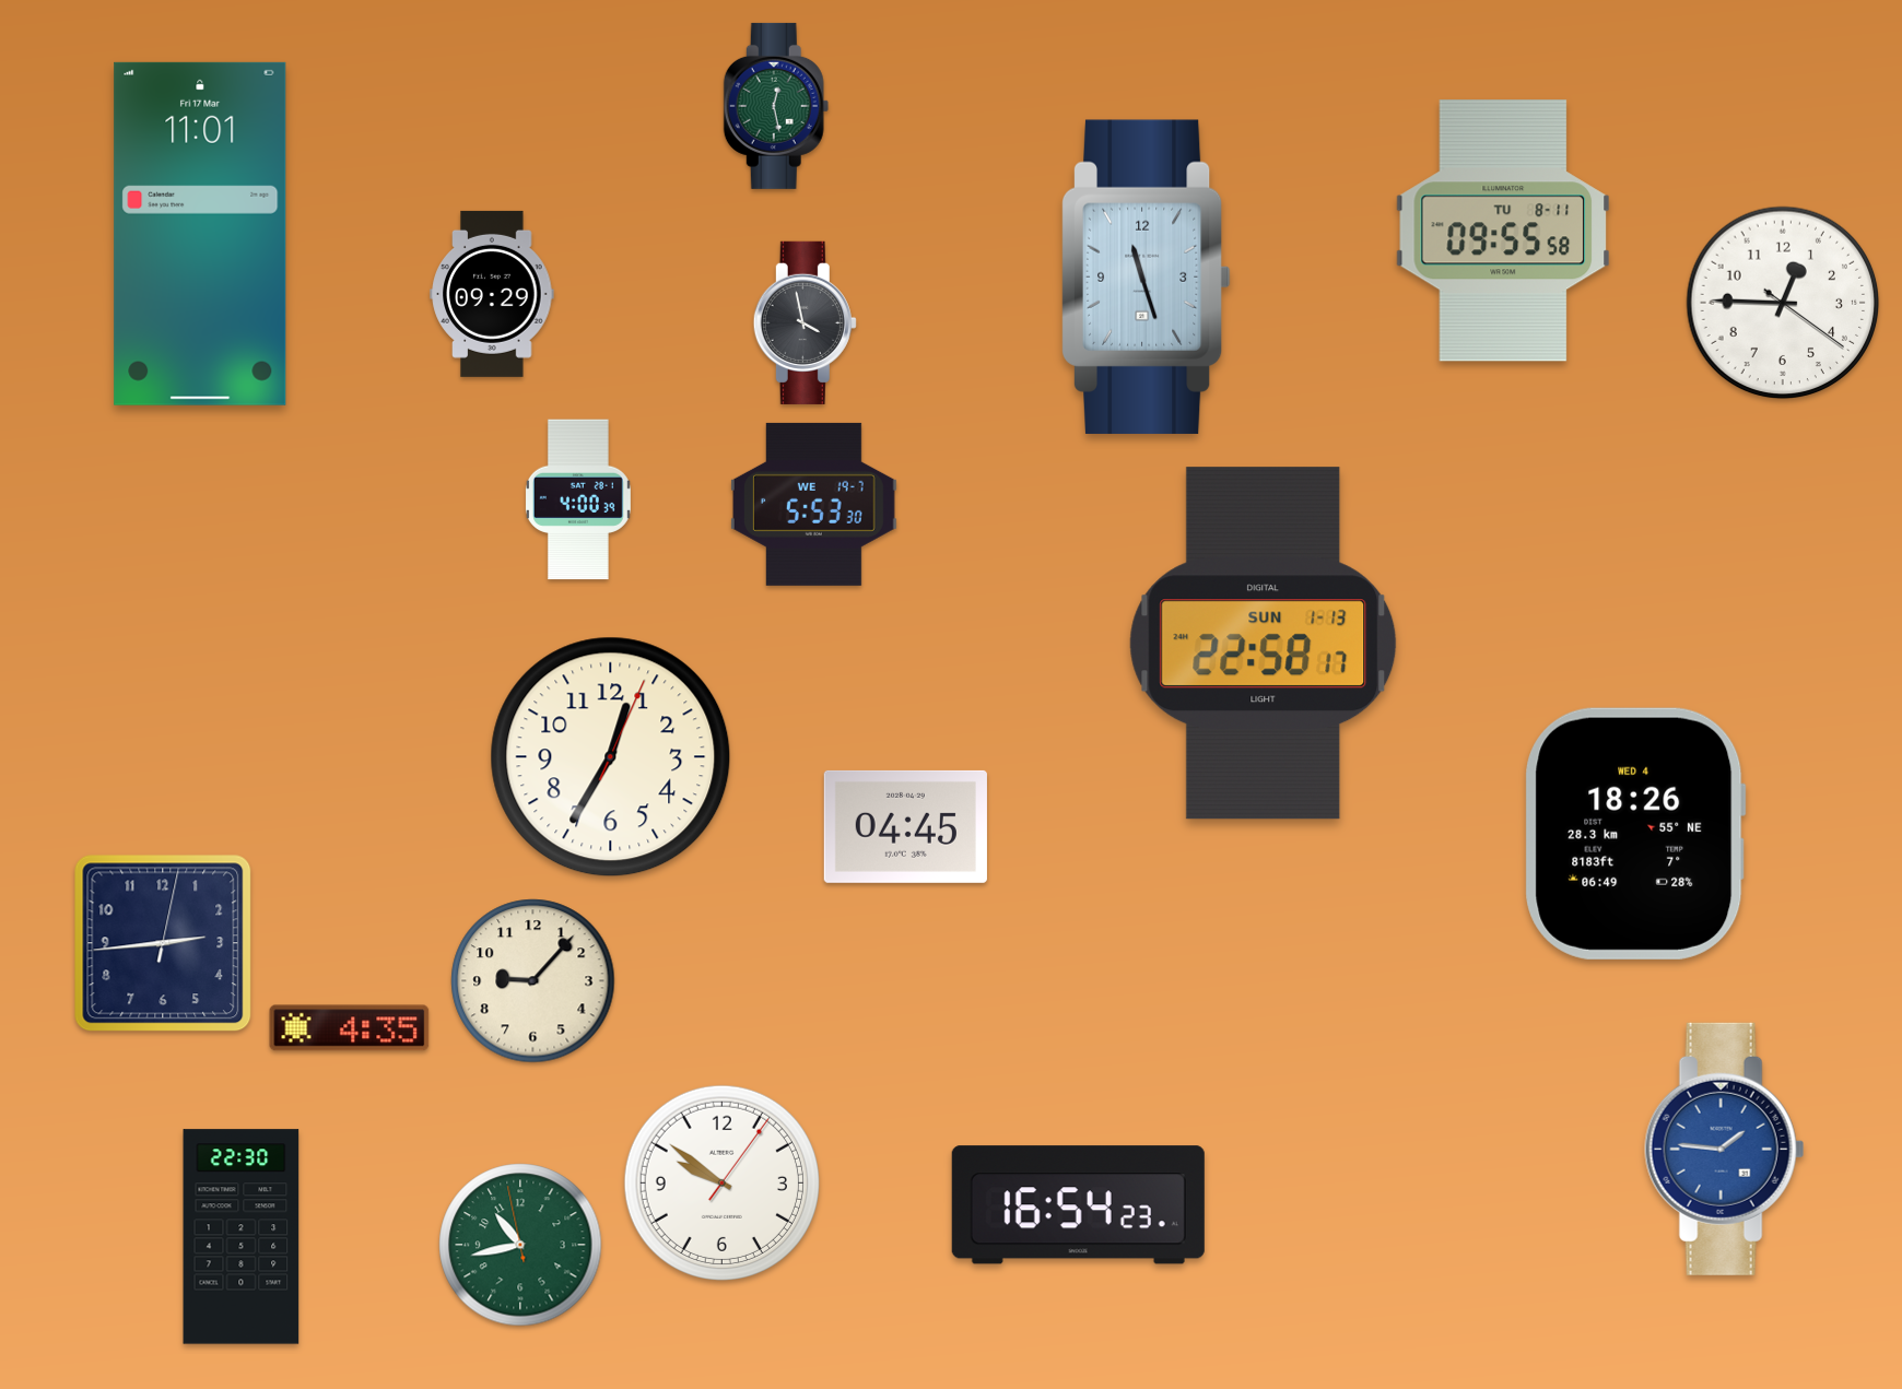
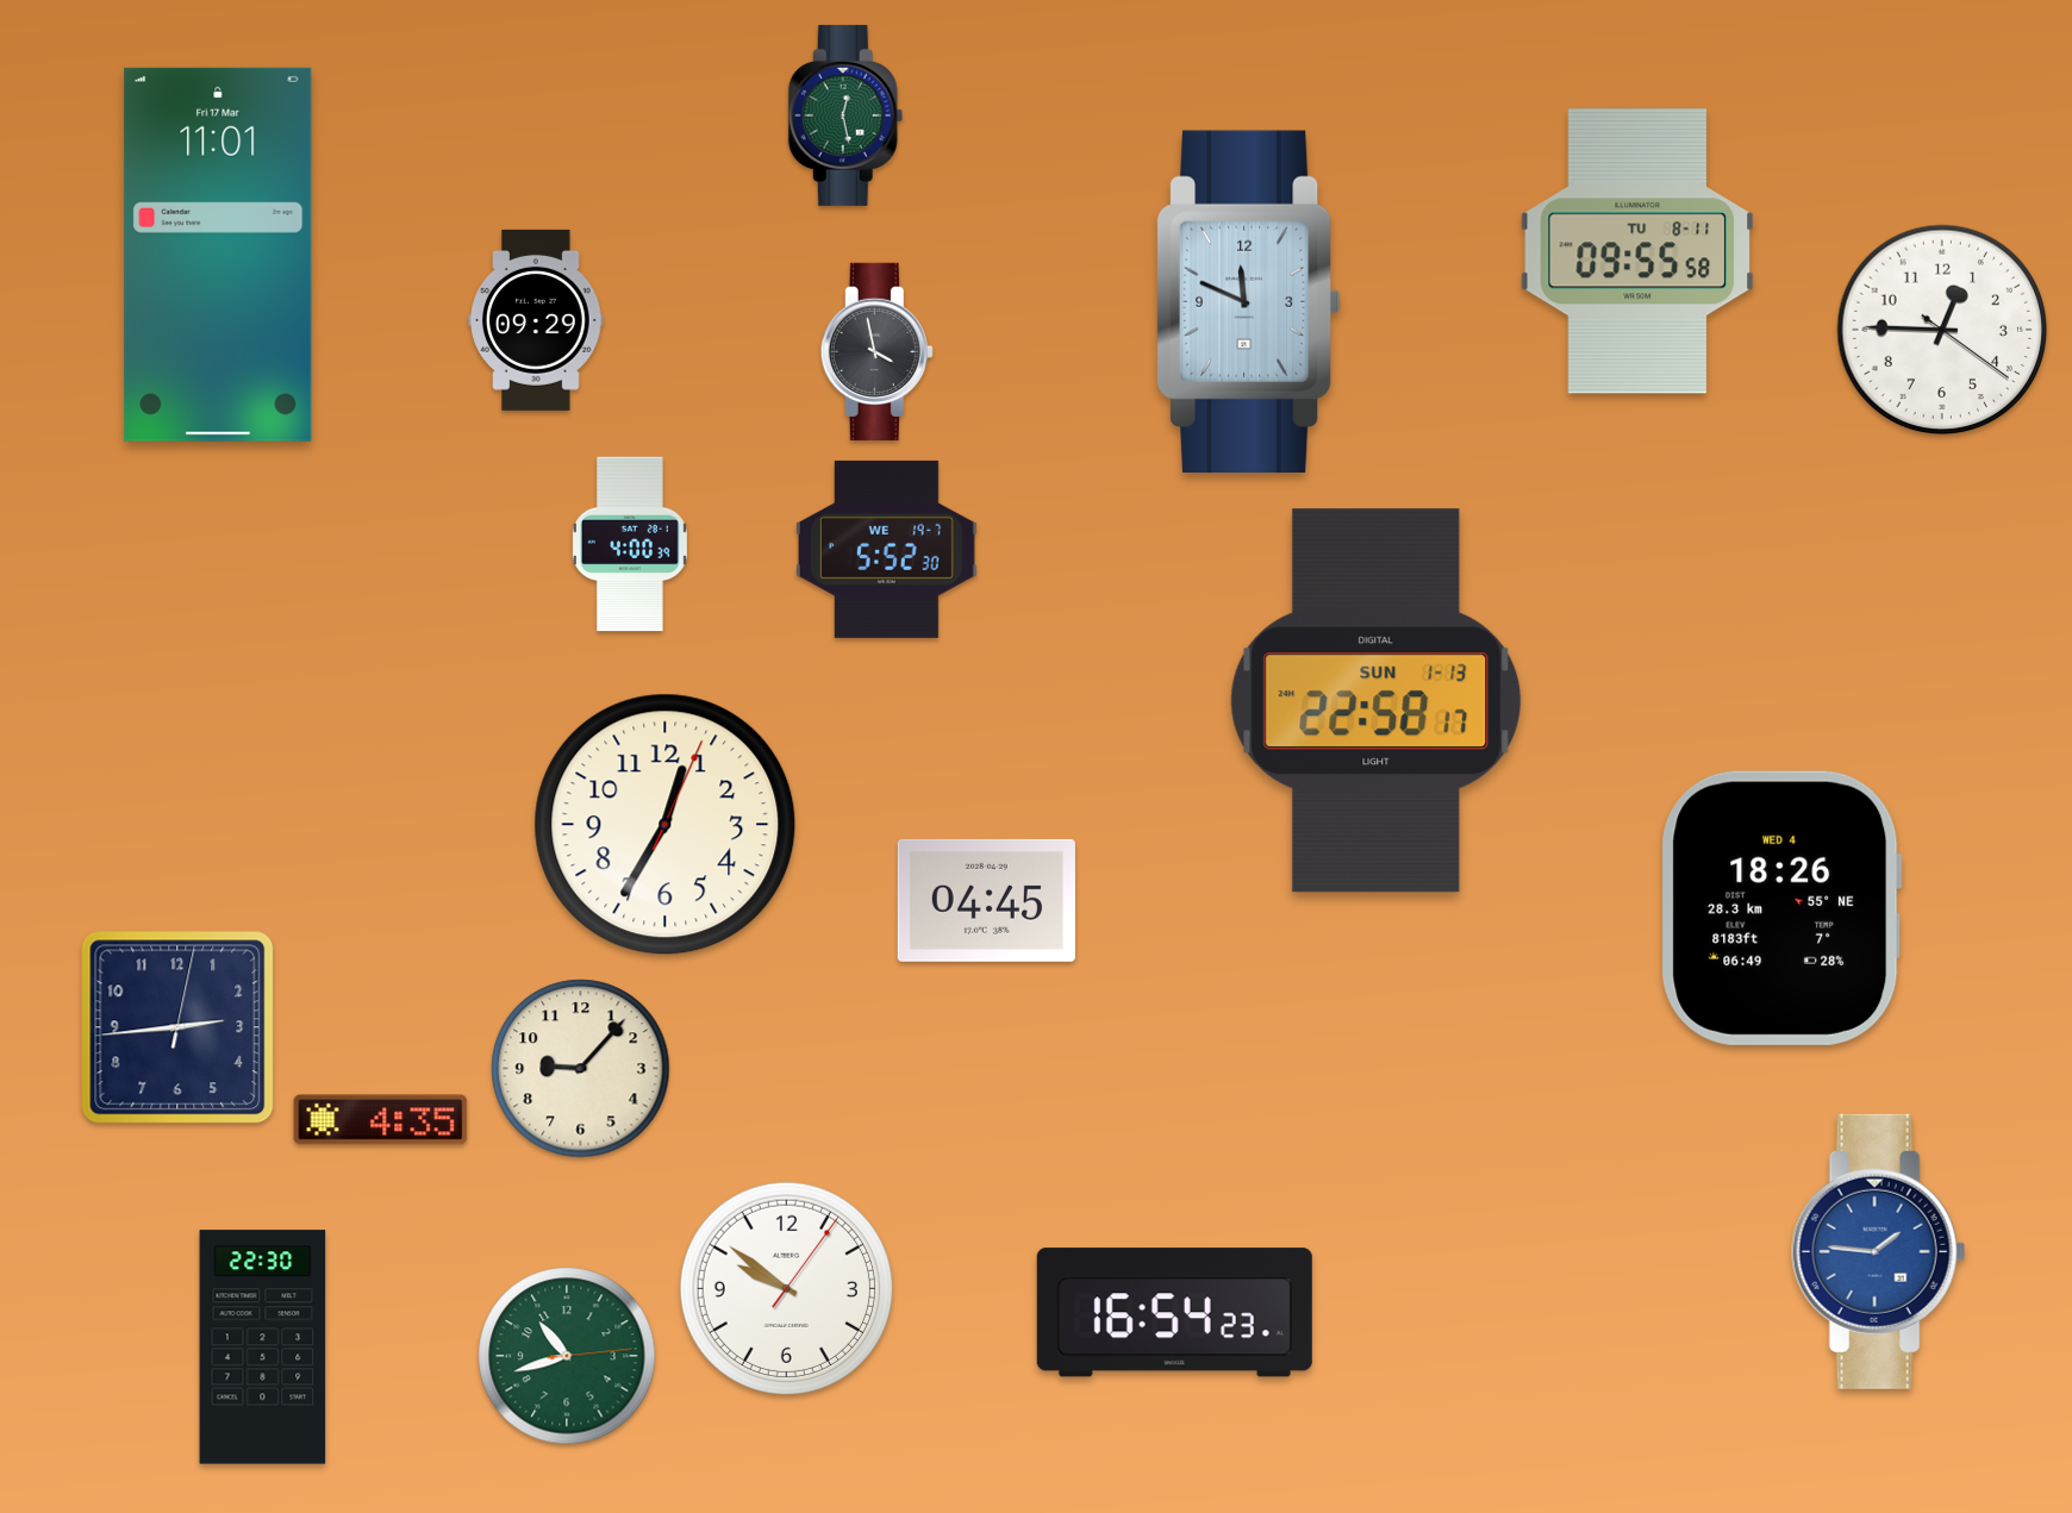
clock at (1146, 276): 11:27 -> 11:49
clock at (813, 504): 5:53 -> 5:52
clock at (520, 1245): 10:42:58 -> 10:42:14
